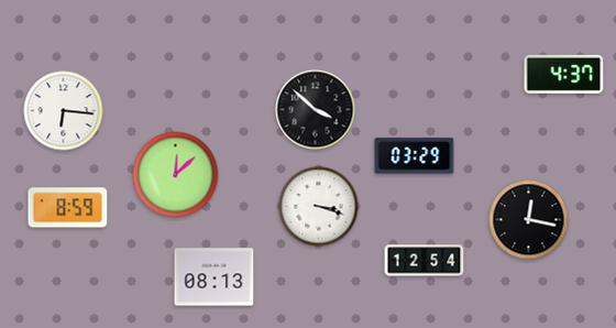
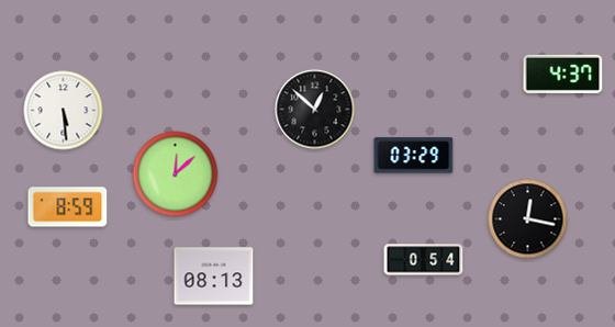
clock at (316, 110): 3:52 -> 12:52
clock at (64, 111): 6:16 -> 5:29
clock at (319, 207): 3:18 -> none
clock at (425, 261): 12:54 -> 0:54
